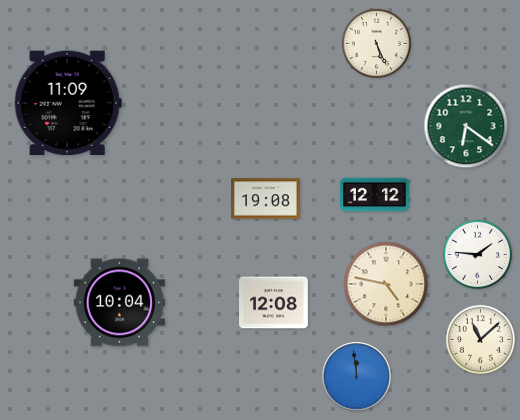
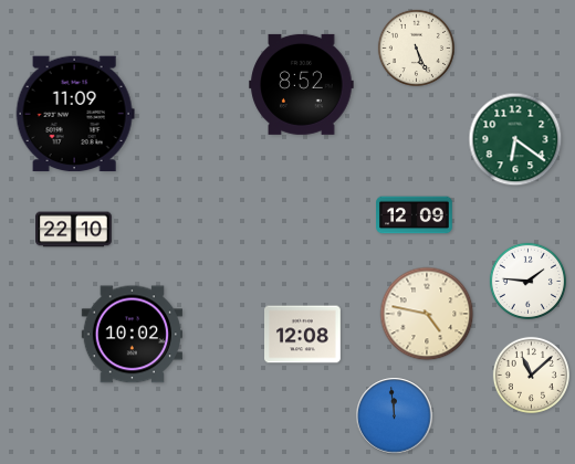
clock at (302, 84): none -> 8:52
clock at (375, 195): 12:12 -> 12:09
clock at (266, 199): 19:08 -> none
clock at (74, 230): none -> 22:10
clock at (119, 303): 10:04 -> 10:02
